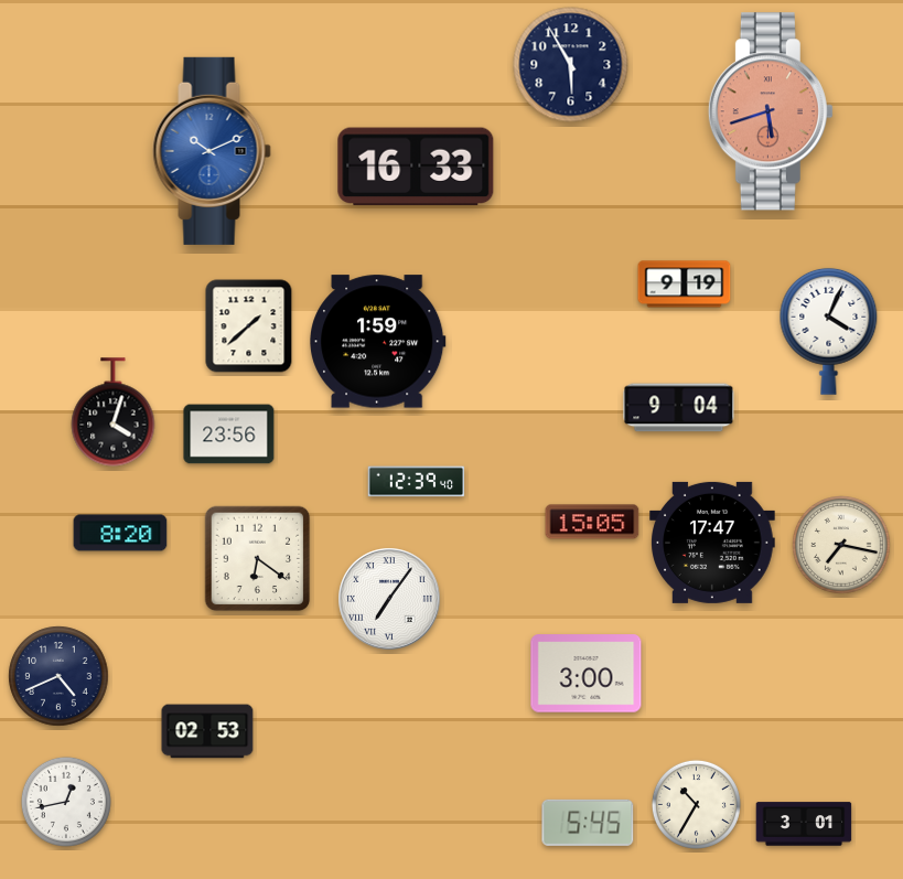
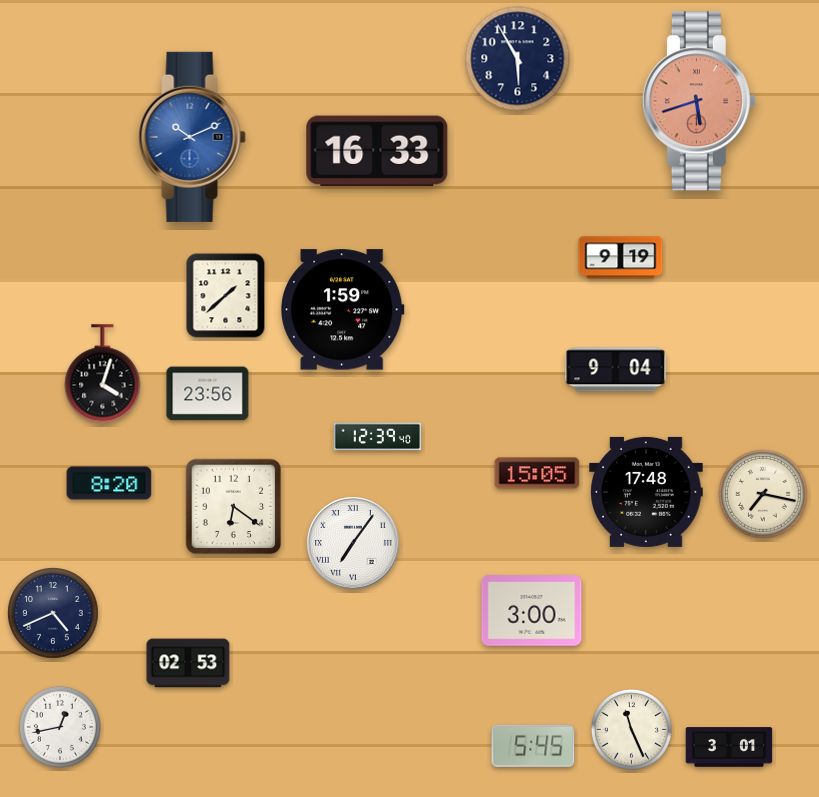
clock at (829, 331): 4:04 -> none
clock at (712, 543): 17:47 -> 17:48
clock at (696, 804): 10:35 -> 11:26
